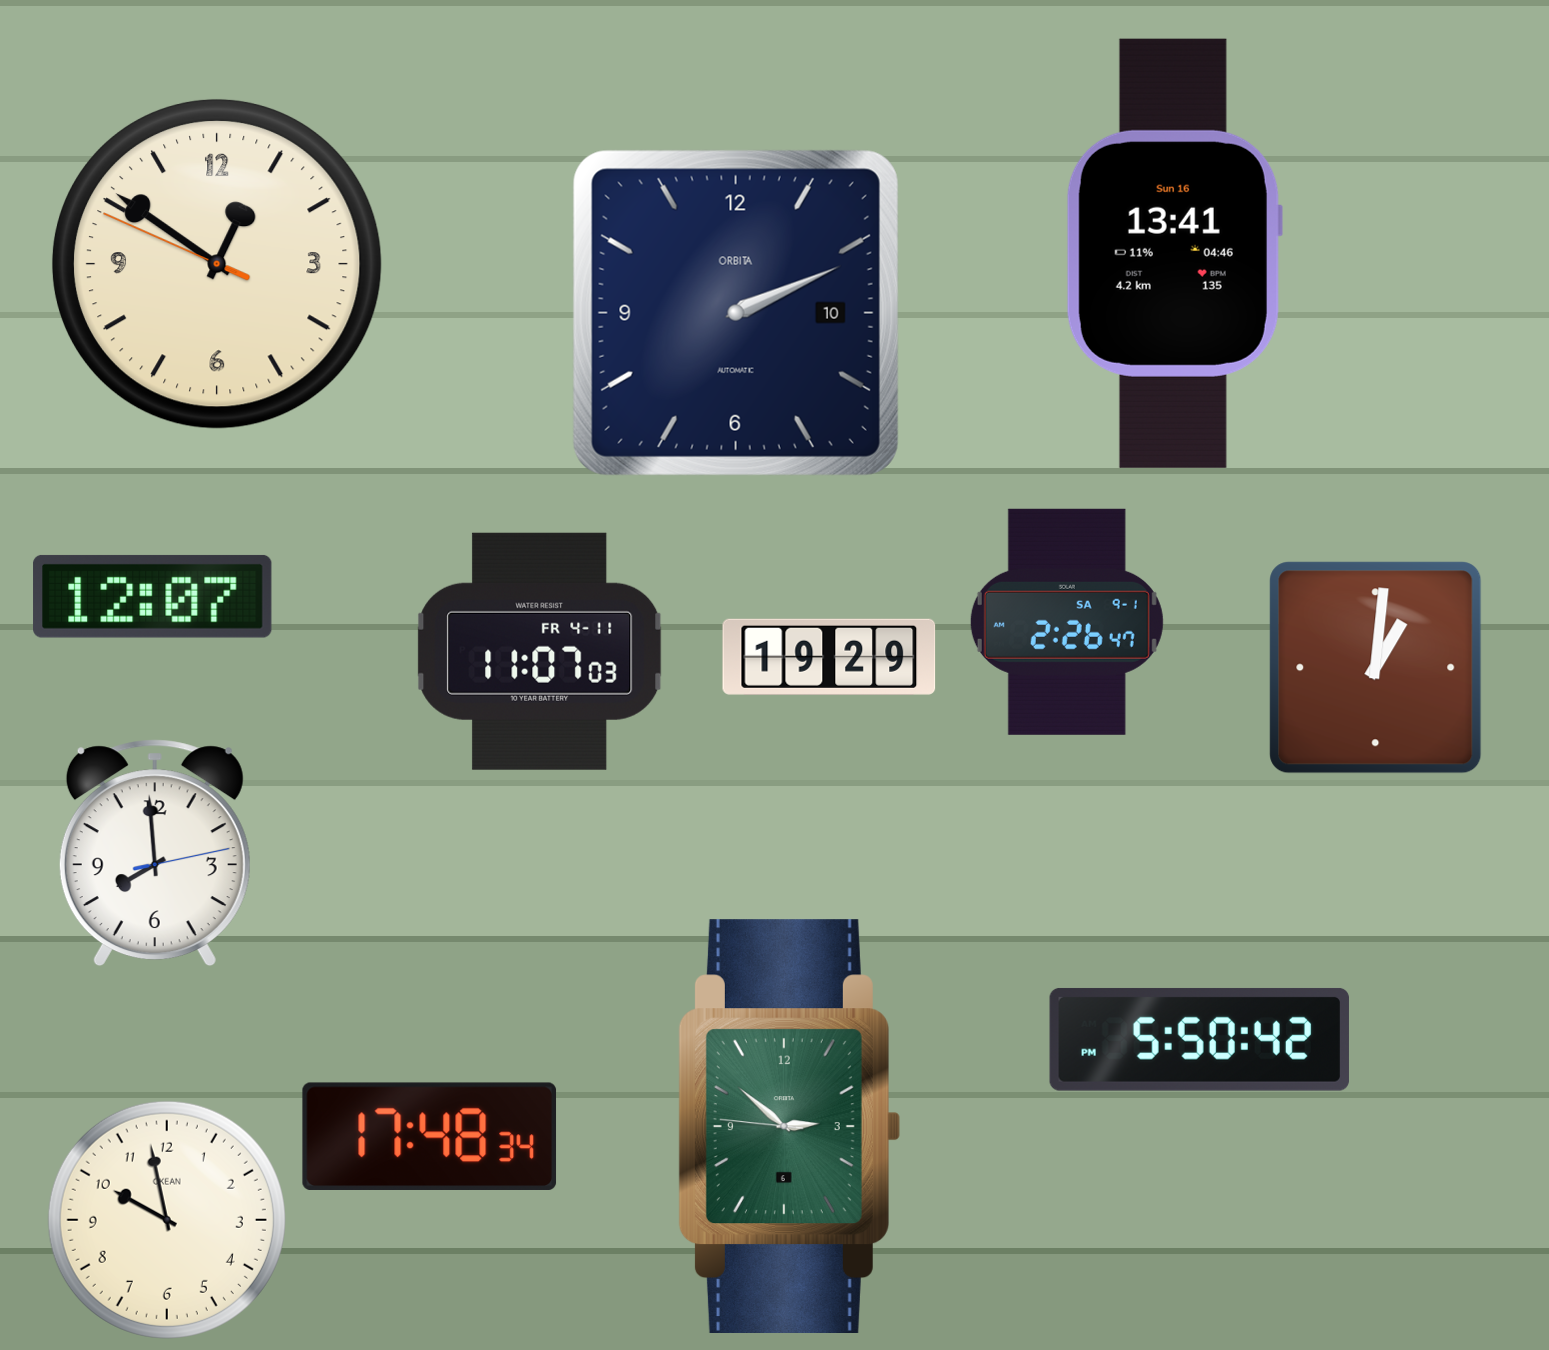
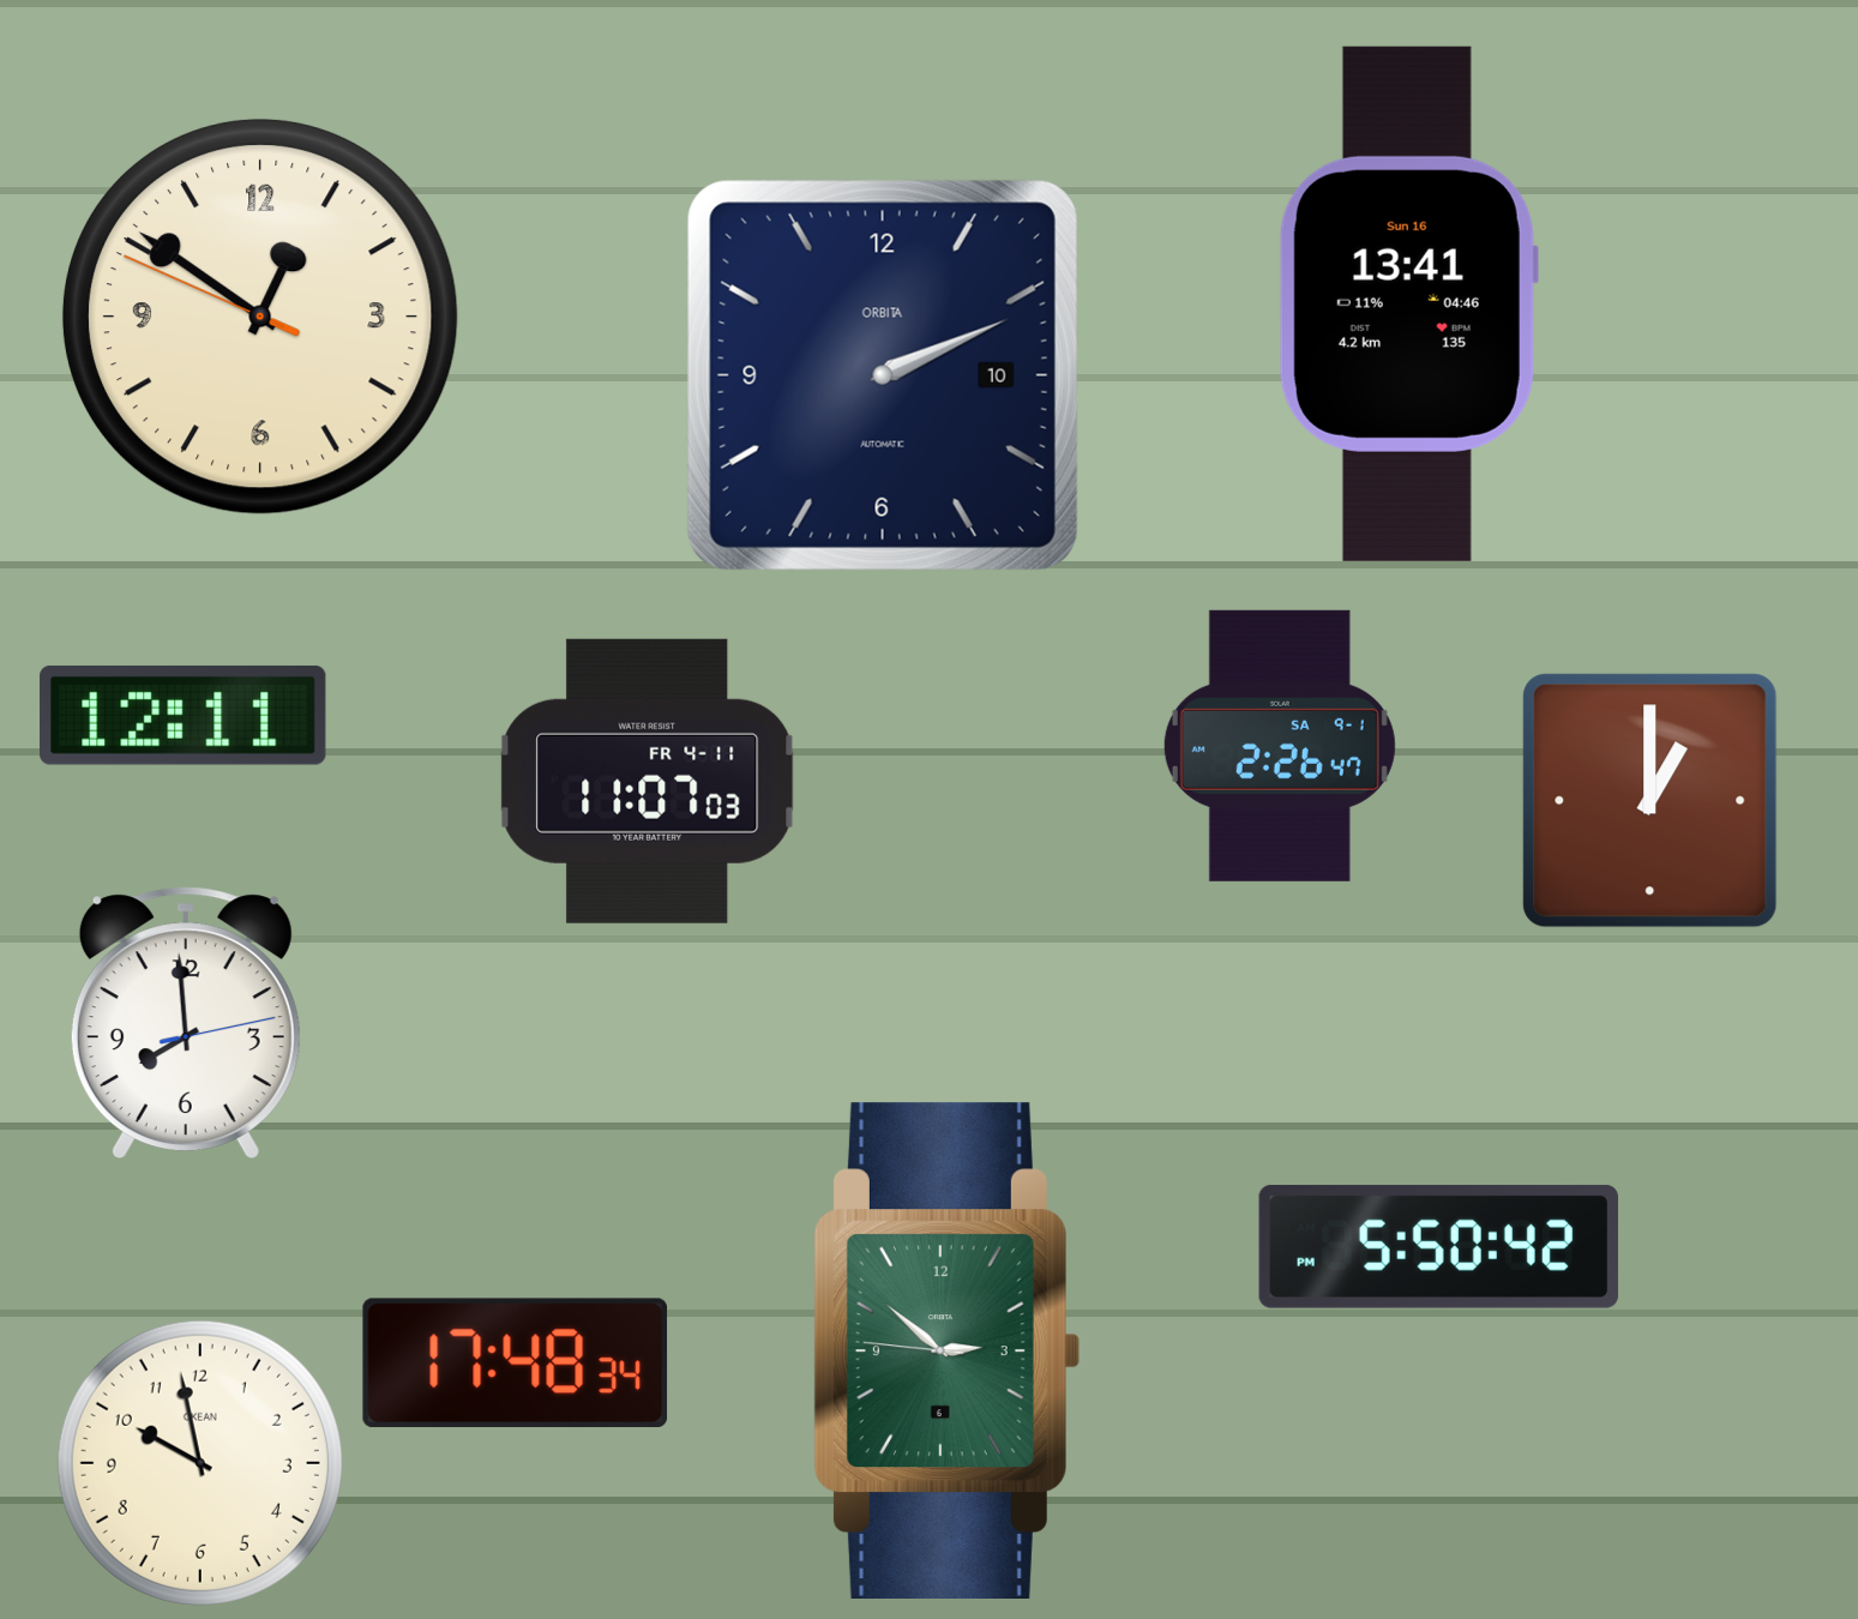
clock at (153, 596): 12:07 -> 12:11
clock at (829, 657): 19:29 -> none
clock at (1376, 668): 1:01 -> 1:00
